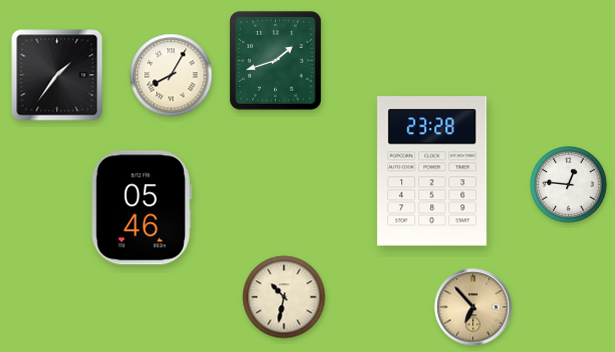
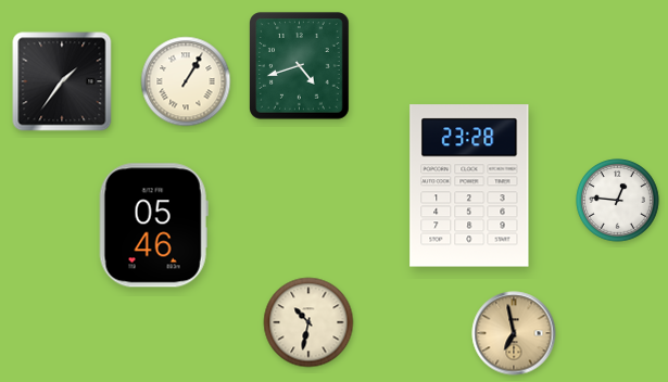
clock at (276, 61): 1:42 -> 4:42
clock at (171, 75): 8:05 -> 1:05
clock at (473, 307): 6:53 -> 6:58
